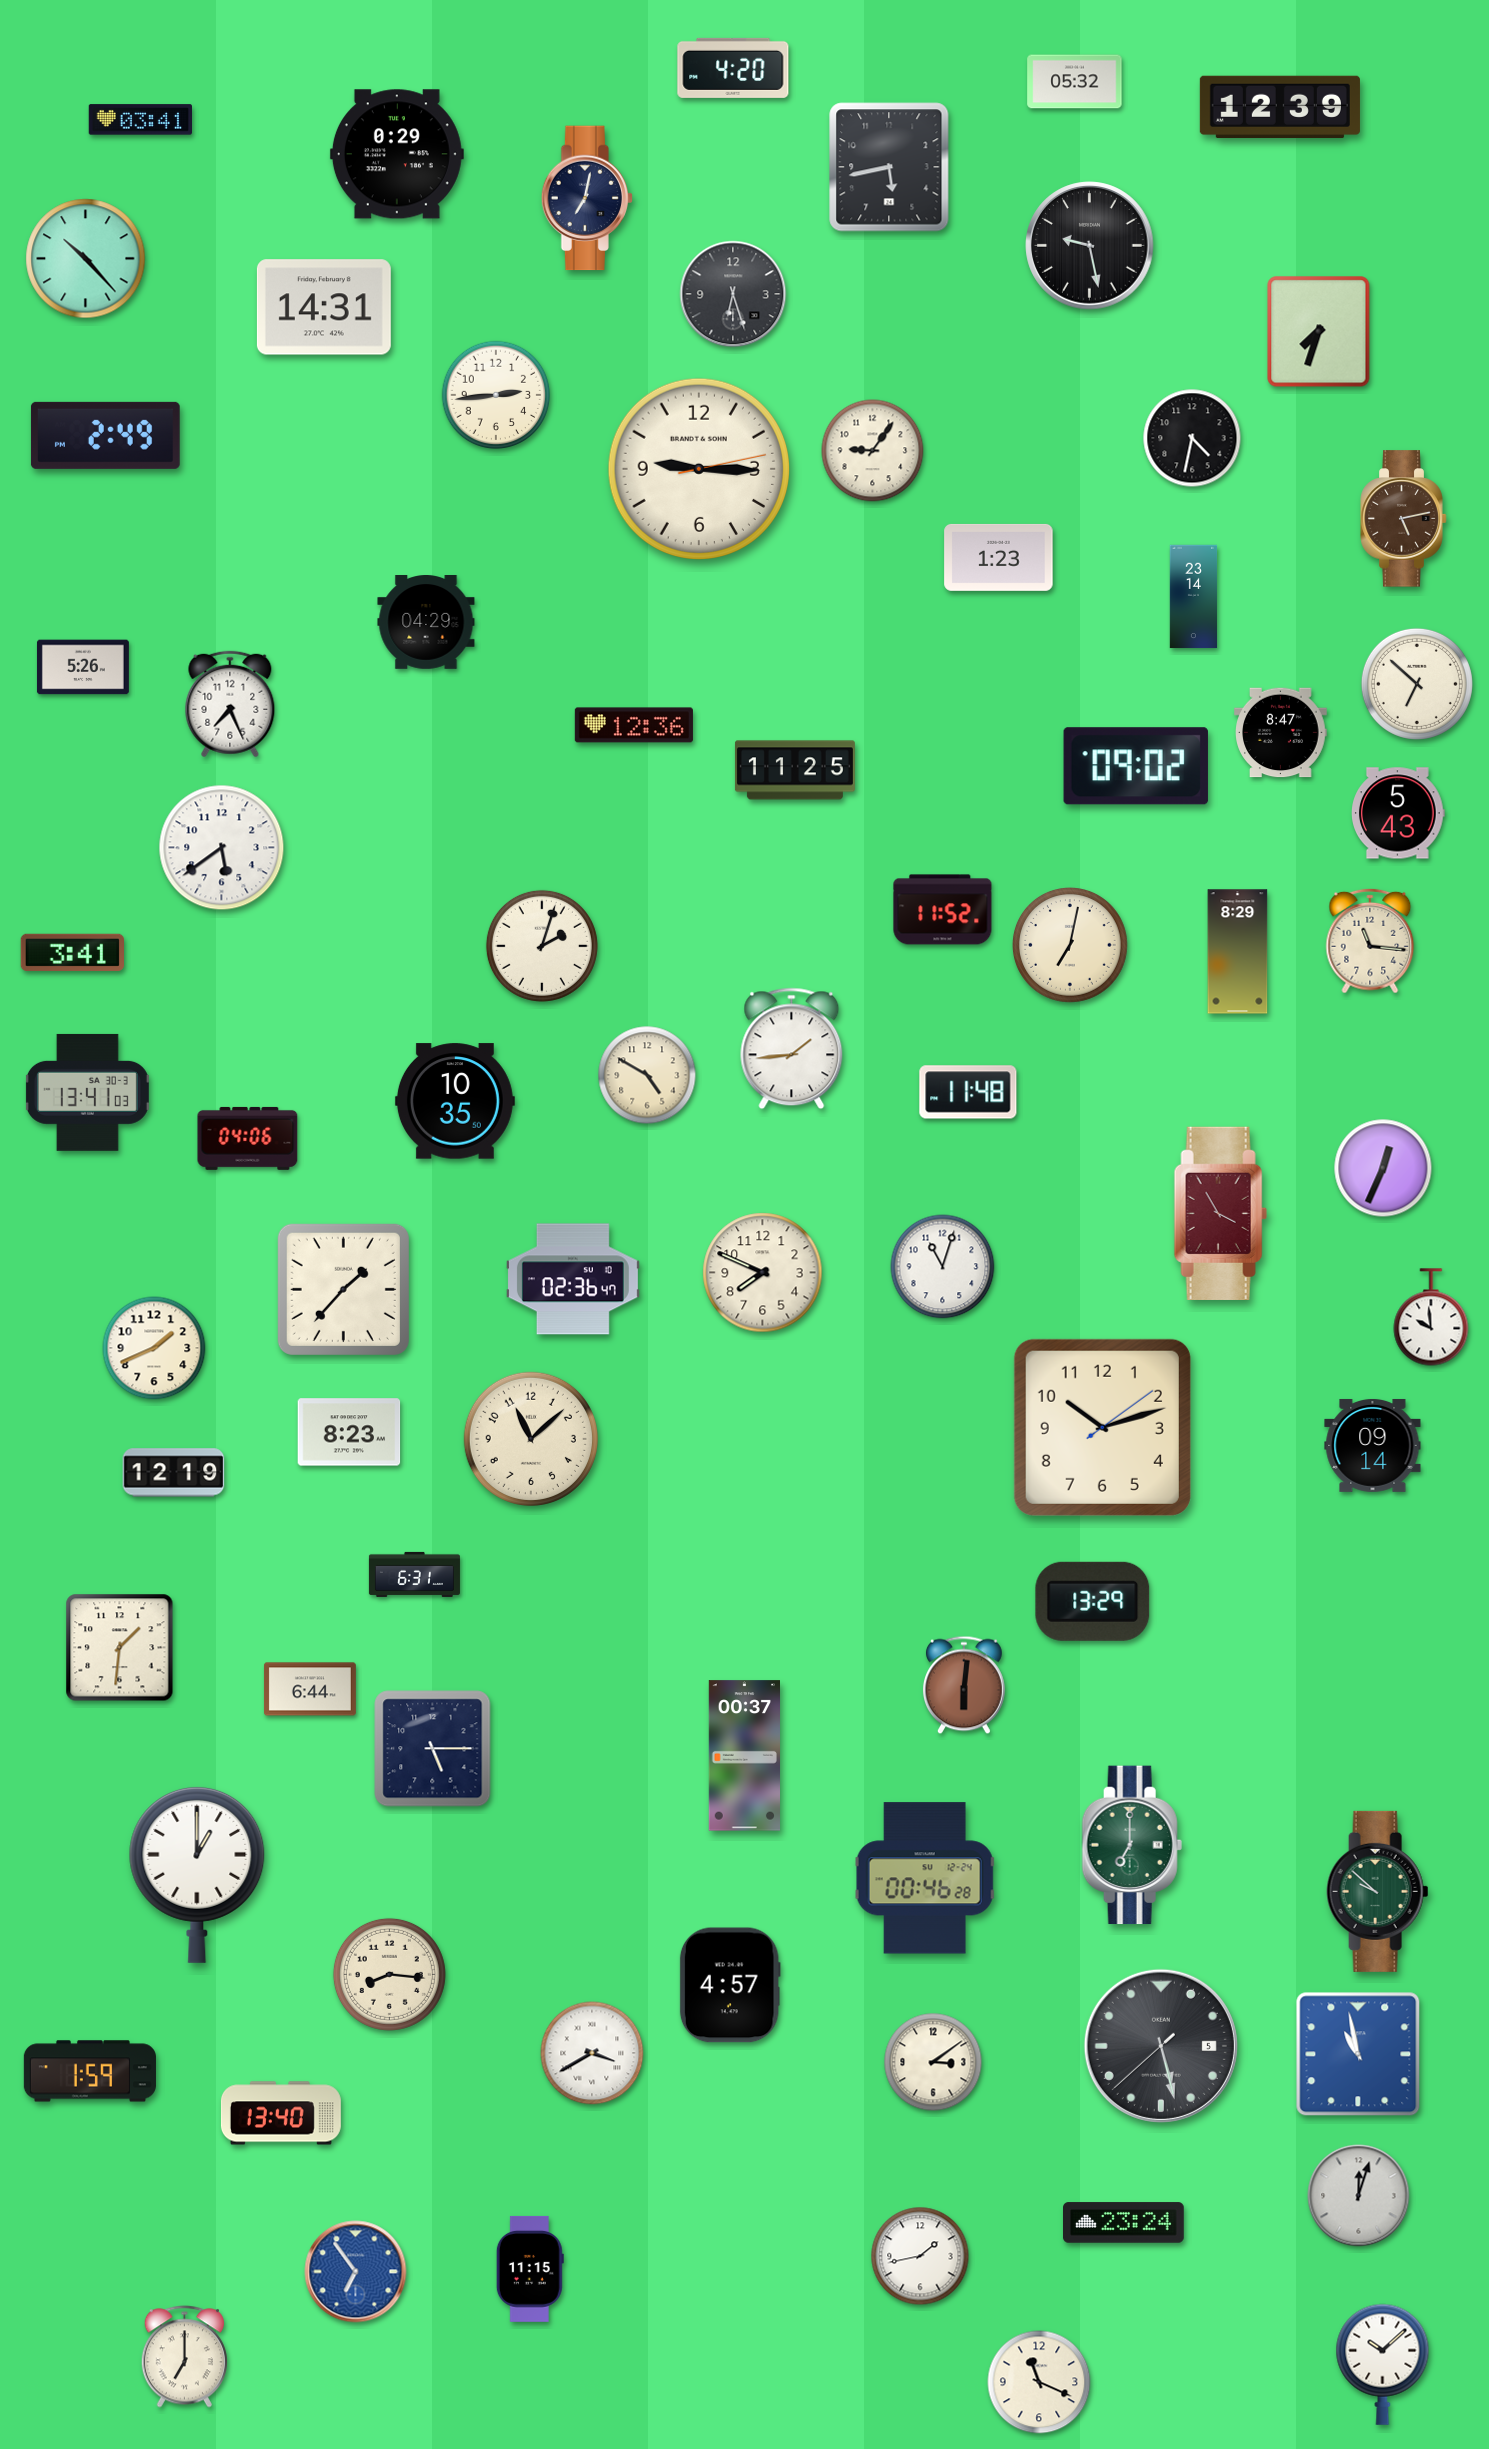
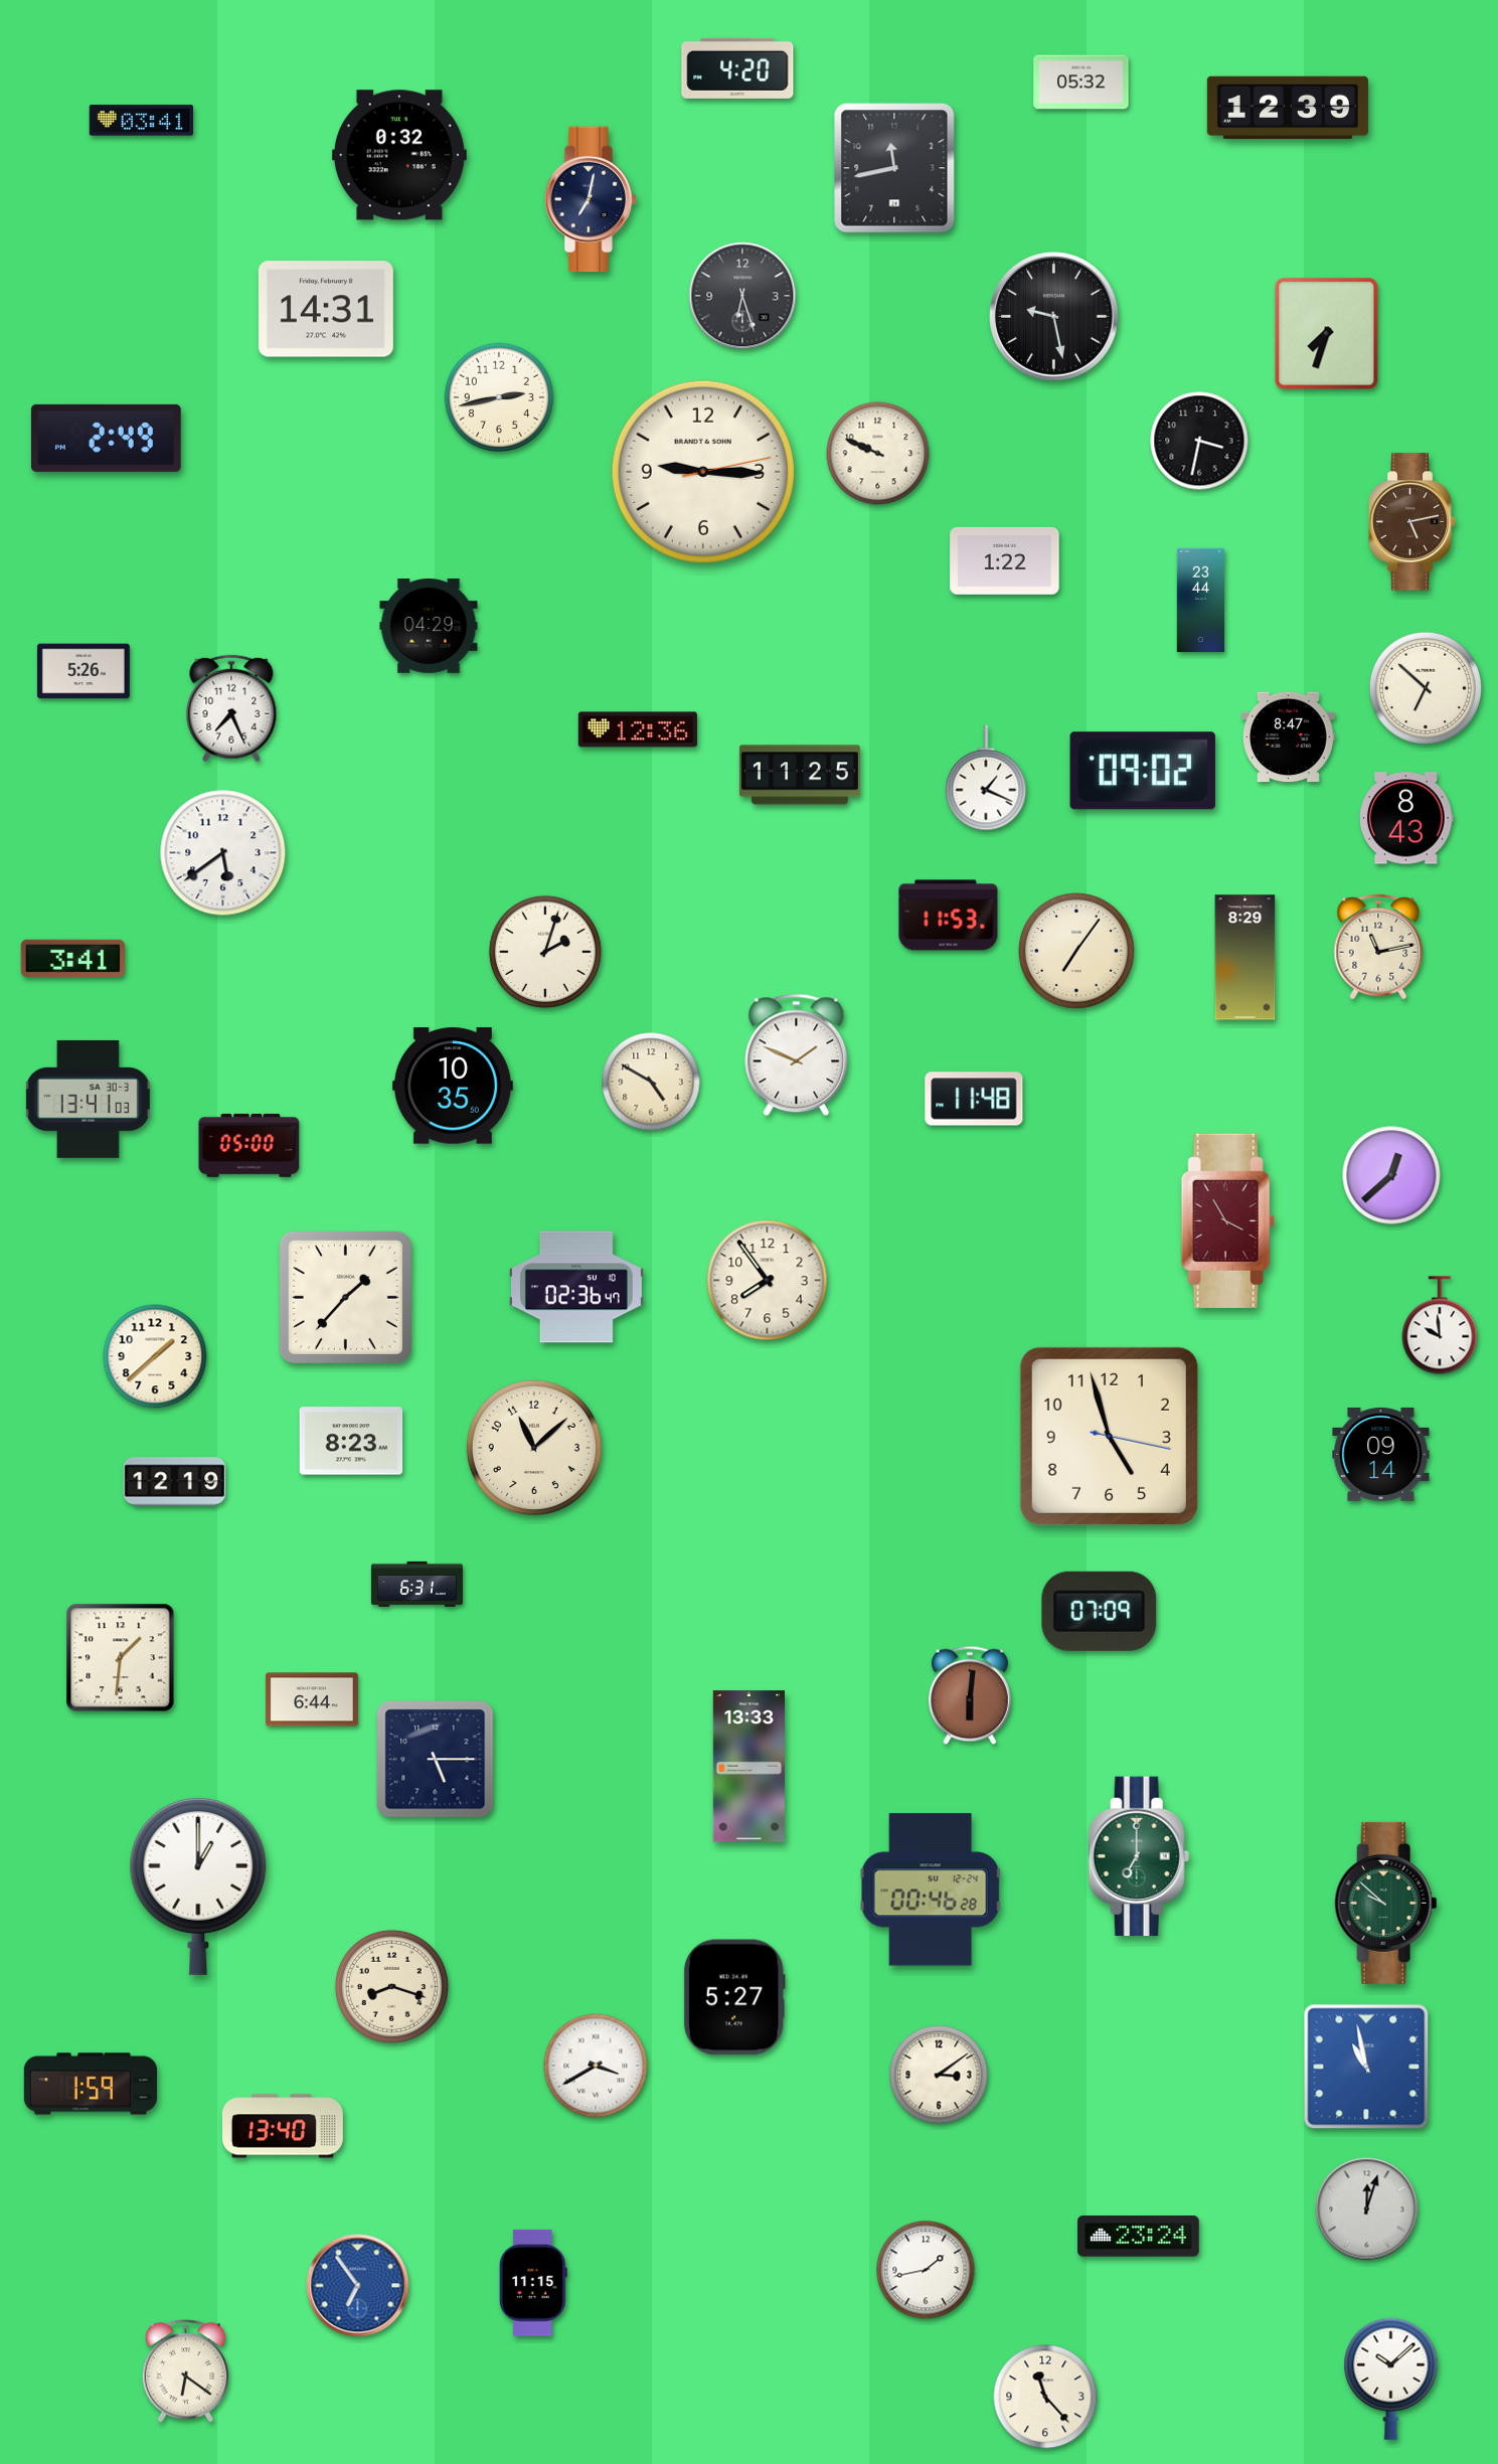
clock at (397, 154): 0:29 -> 0:32
clock at (889, 167): 5:43 -> 11:43
clock at (1090, 246) position: (1090, 246) -> (1054, 317)
clock at (86, 259): 10:23 -> none
clock at (733, 294) position: (733, 294) -> (742, 296)
clock at (496, 395): 2:44 -> 2:43
clock at (1192, 438): 4:32 -> 3:32
clock at (873, 451): 9:06 -> 9:49
clock at (999, 557): 1:23 -> 1:22
clock at (1194, 597): 23:14 -> 23:44
clock at (986, 778): none -> 1:19
clock at (1399, 813): 5:43 -> 8:43
clock at (943, 910): 11:52 -> 11:53
clock at (1370, 941): 11:16 -> 11:13
clock at (1071, 946): 7:02 -> 7:06
clock at (792, 1049): 1:44 -> 1:49
clock at (455, 1101) position: (455, 1101) -> (453, 1086)
clock at (248, 1138): 04:06 -> 05:00
clock at (1383, 1168): 12:34 -> 12:38
clock at (943, 1267): 11:03 -> none
clock at (763, 1273): 7:49 -> 7:54
clock at (154, 1348): 1:41 -> 1:38
clock at (1102, 1427): 10:12 -> 4:57
clock at (1093, 1601): 13:29 -> 07:09
clock at (744, 1756): 00:37 -> 13:33
clock at (389, 1974): 8:16 -> 8:18
clock at (730, 1985): 4:57 -> 5:27
clock at (1161, 2046): 5:27 -> none
clock at (1124, 2223) position: (1124, 2223) -> (1139, 2237)
clock at (184, 2357): 7:00 -> 6:21
clock at (1039, 2382): 11:19 -> 11:23
